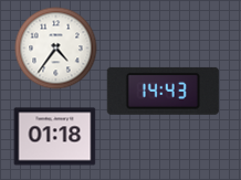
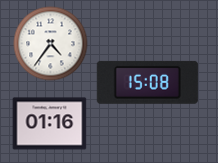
clock at (163, 91): 14:43 -> 15:08
clock at (55, 137): 01:18 -> 01:16
